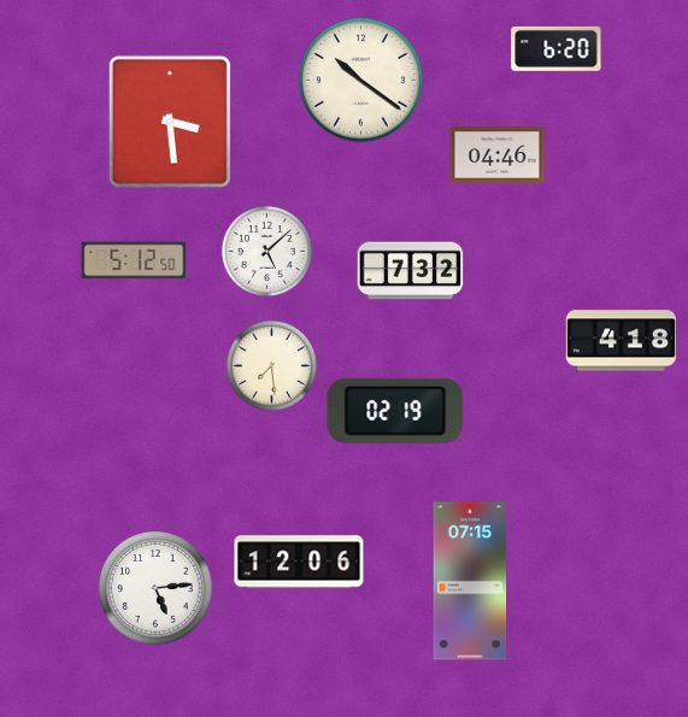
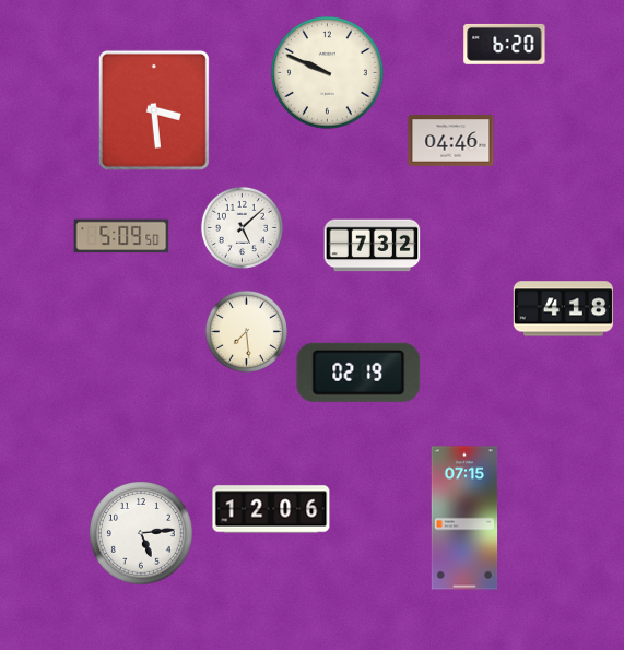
clock at (361, 81): 10:21 -> 9:49
clock at (134, 260): 5:12 -> 5:09
clock at (470, 581) position: (470, 581) -> (464, 518)
